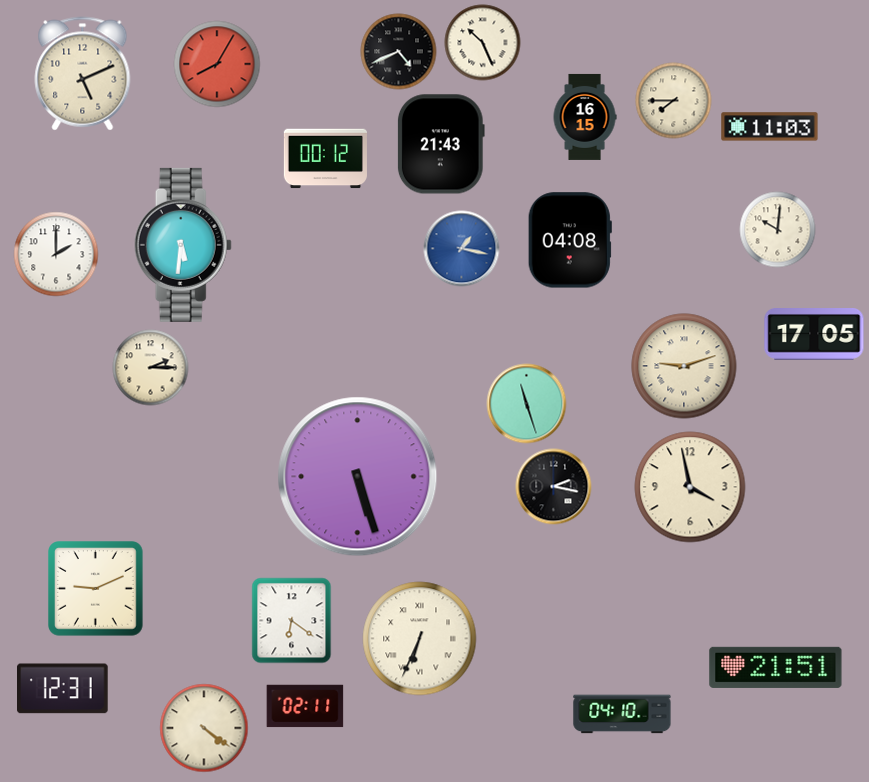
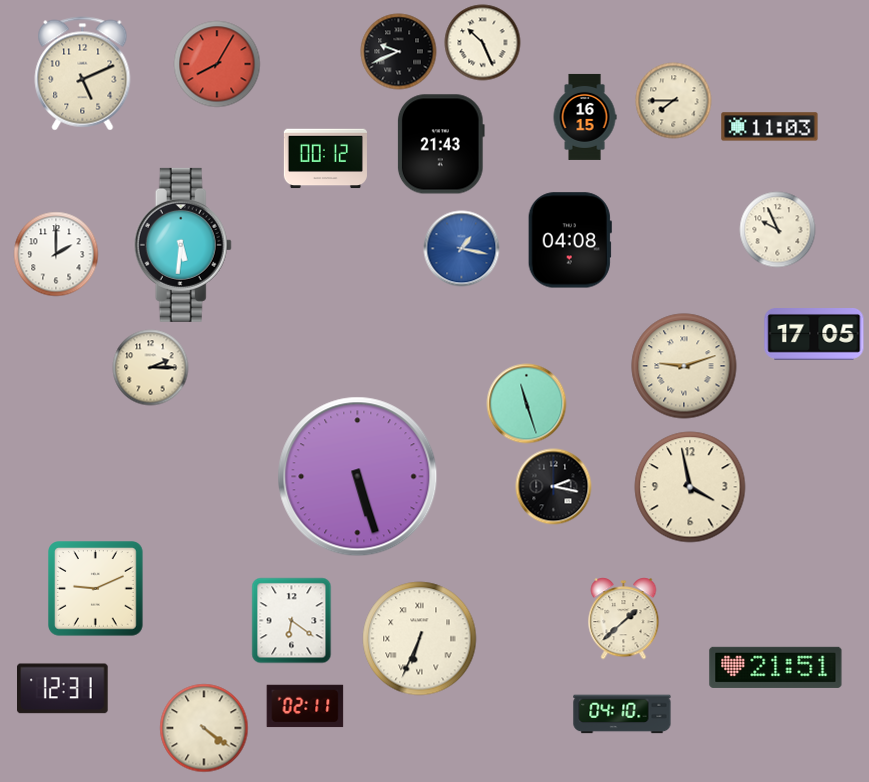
clock at (399, 52): 4:41 -> 9:41
clock at (778, 230): 10:01 -> 9:56
clock at (624, 619): none -> 1:38
